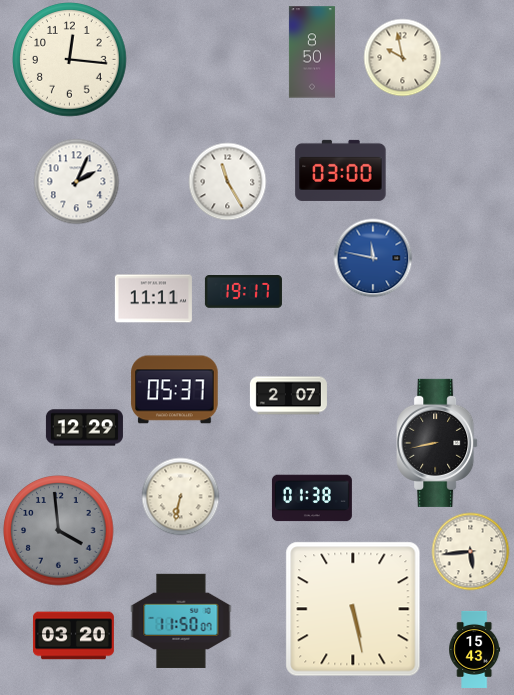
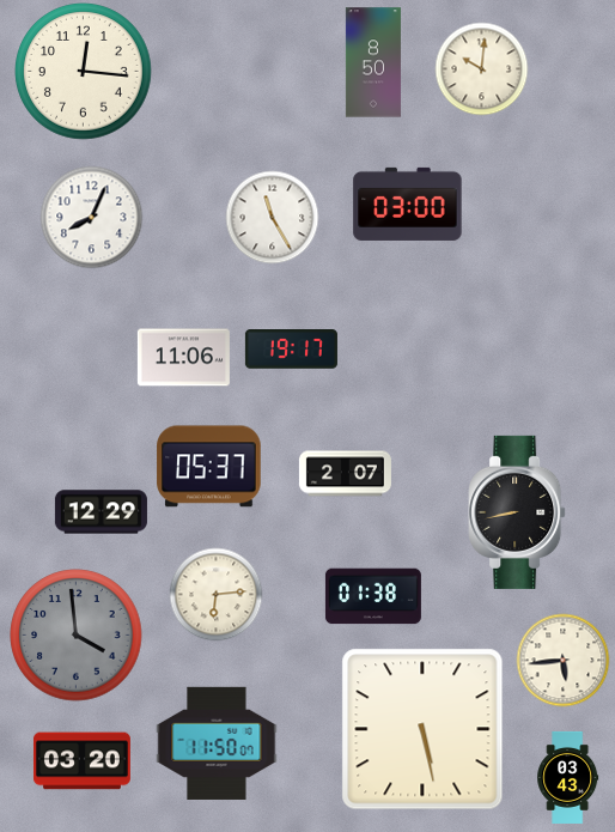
clock at (402, 57): 9:58 -> 10:01
clock at (76, 181): 2:04 -> 8:04
clock at (373, 258): 11:47 -> none
clock at (153, 299): 11:11 -> 11:06
clock at (437, 443) position: (437, 443) -> (517, 512)
clock at (180, 496): 6:32 -> 6:14
clock at (59, 531) position: (59, 531) -> (77, 636)
clock at (73, 636) position: (73, 636) -> (81, 761)
clock at (475, 649): 15:43 -> 03:43
